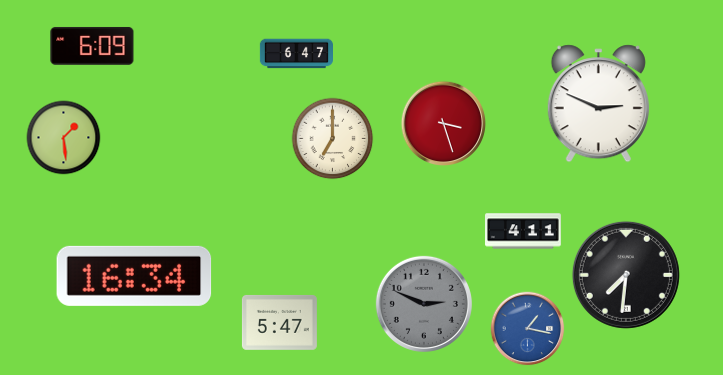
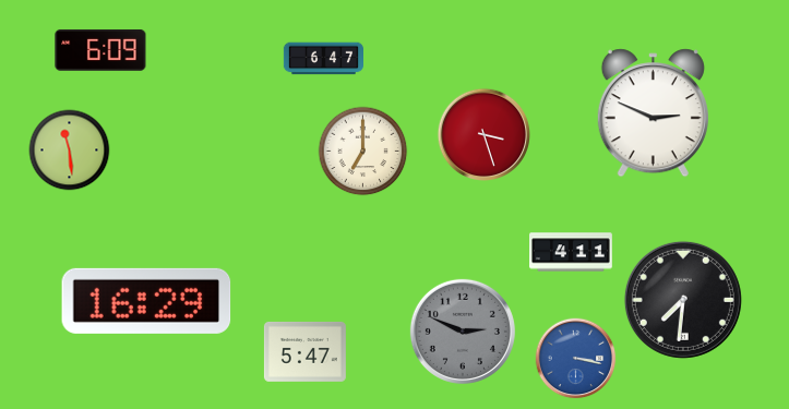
clock at (64, 138): 1:29 -> 11:29
clock at (134, 276): 16:34 -> 16:29
clock at (528, 329): 1:17 -> 3:17
